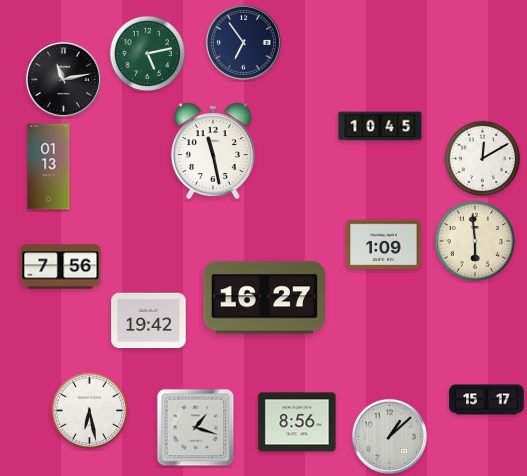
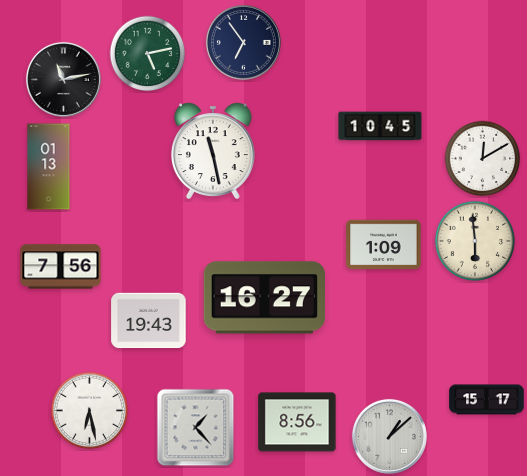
clock at (149, 321): 19:42 -> 19:43
clock at (196, 428): 1:18 -> 1:23
